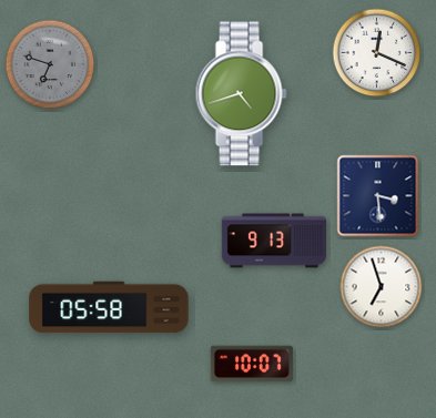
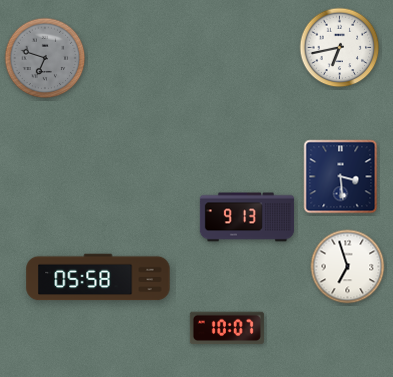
clock at (377, 53): 12:19 -> 6:43
clock at (241, 94): 4:42 -> none
clock at (382, 287) position: (382, 287) -> (348, 267)
